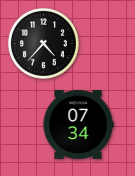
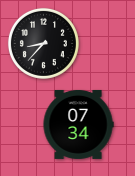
clock at (43, 43): 4:37 -> 8:37
